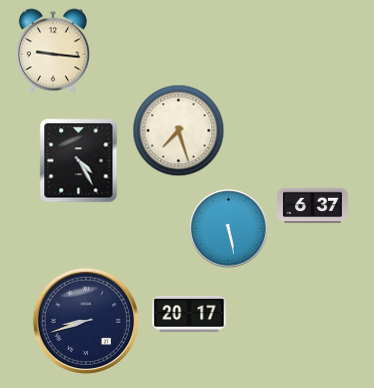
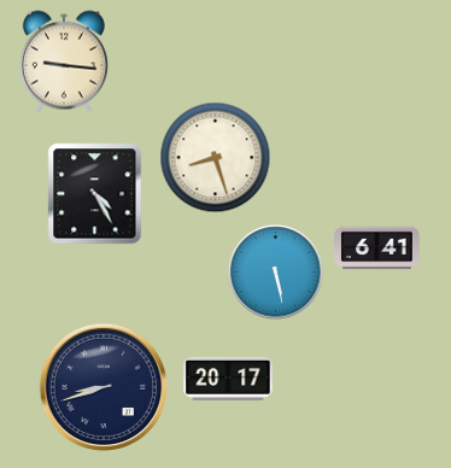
clock at (179, 131): 7:27 -> 8:27
clock at (313, 206): 6:37 -> 6:41
clock at (229, 229) position: (229, 229) -> (276, 273)
